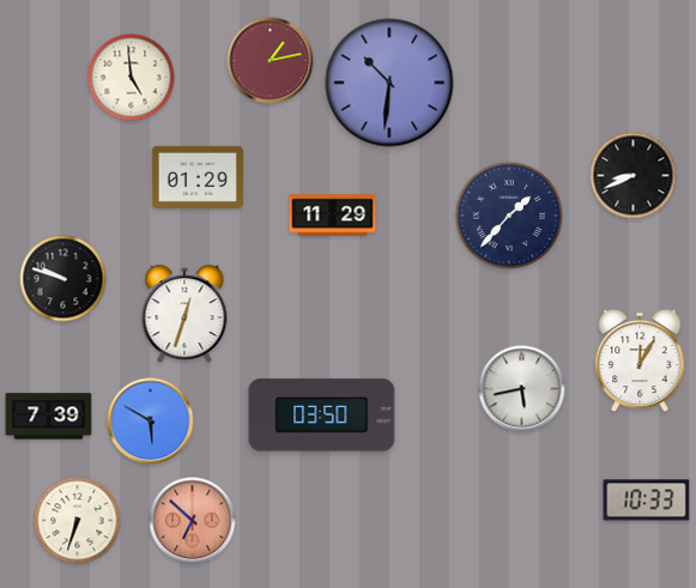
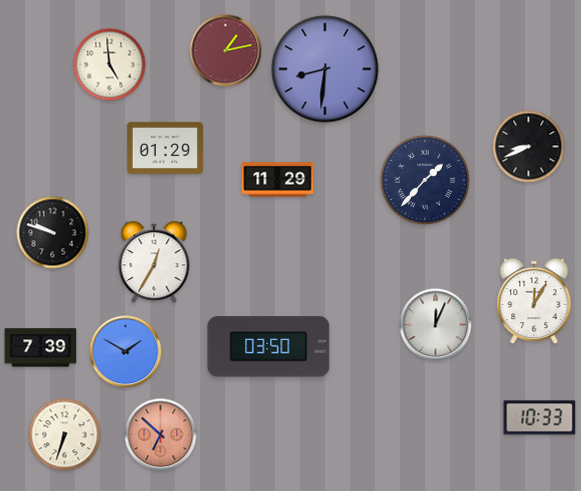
clock at (389, 83): 10:31 -> 8:31
clock at (184, 314): 12:33 -> 12:35
clock at (522, 389): 5:43 -> 12:04
clock at (151, 422): 5:50 -> 1:50
